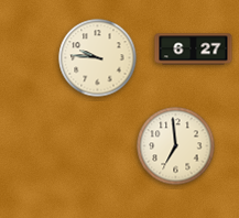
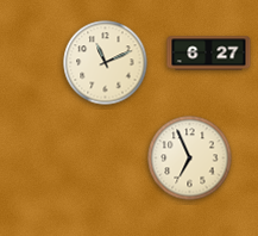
clock at (98, 58): 9:46 -> 11:11
clock at (176, 146): 6:59 -> 6:56
